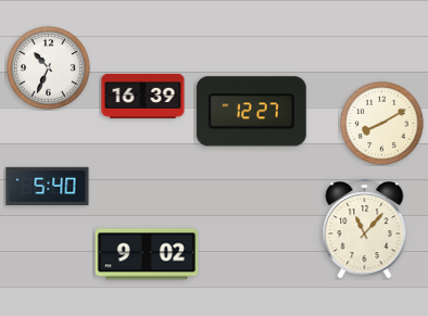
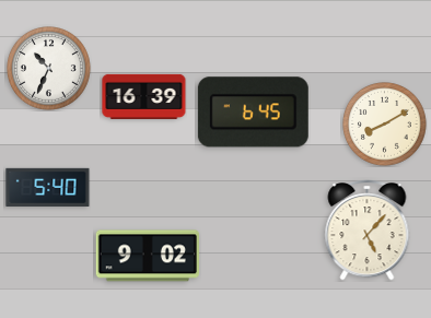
clock at (251, 112): 12:27 -> 6:45
clock at (365, 229): 11:07 -> 5:07
